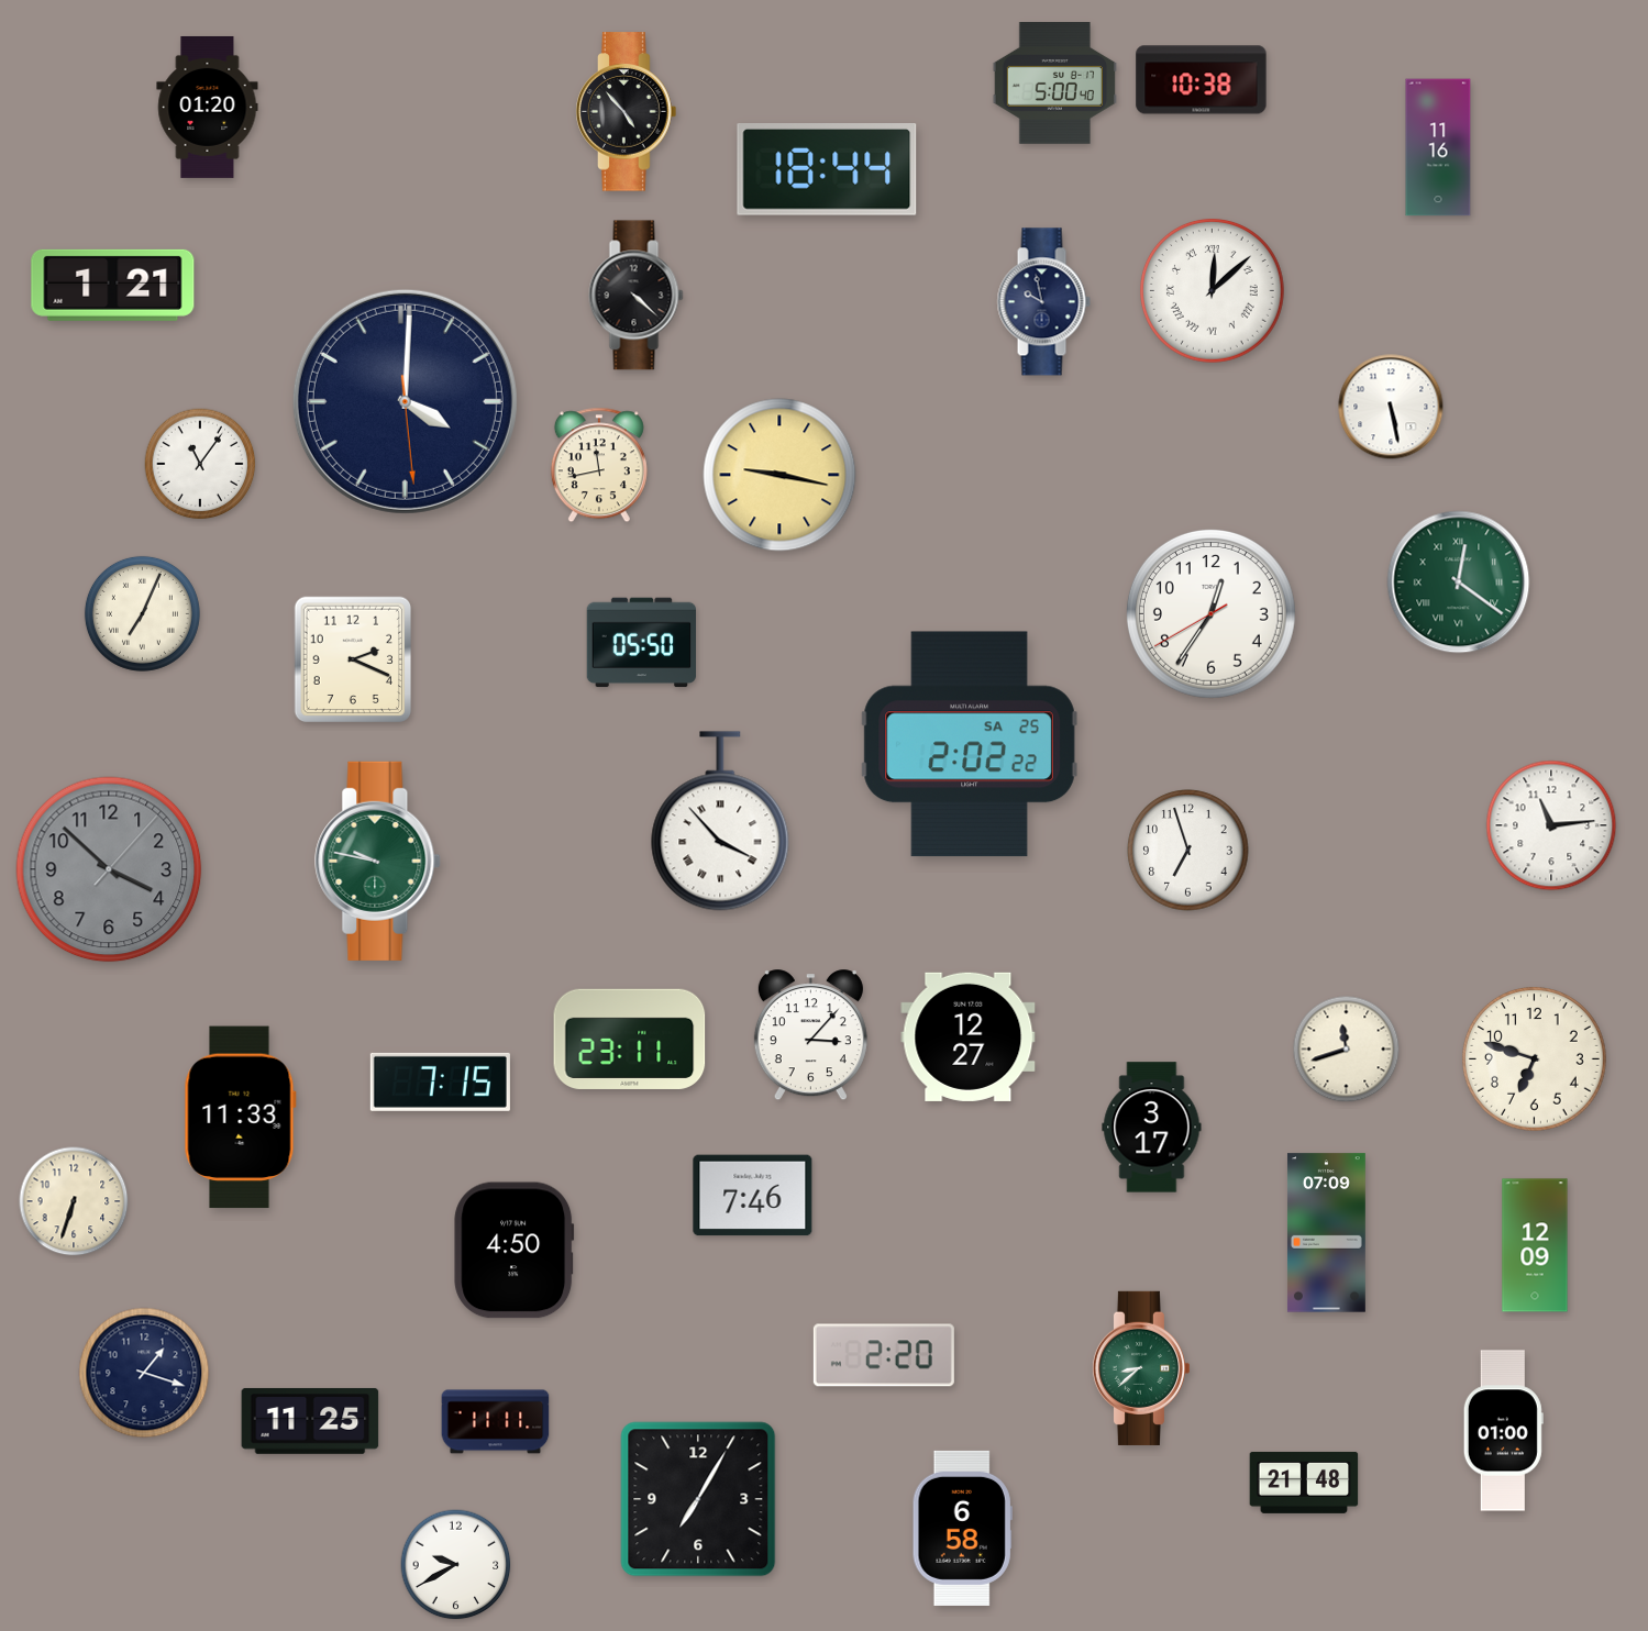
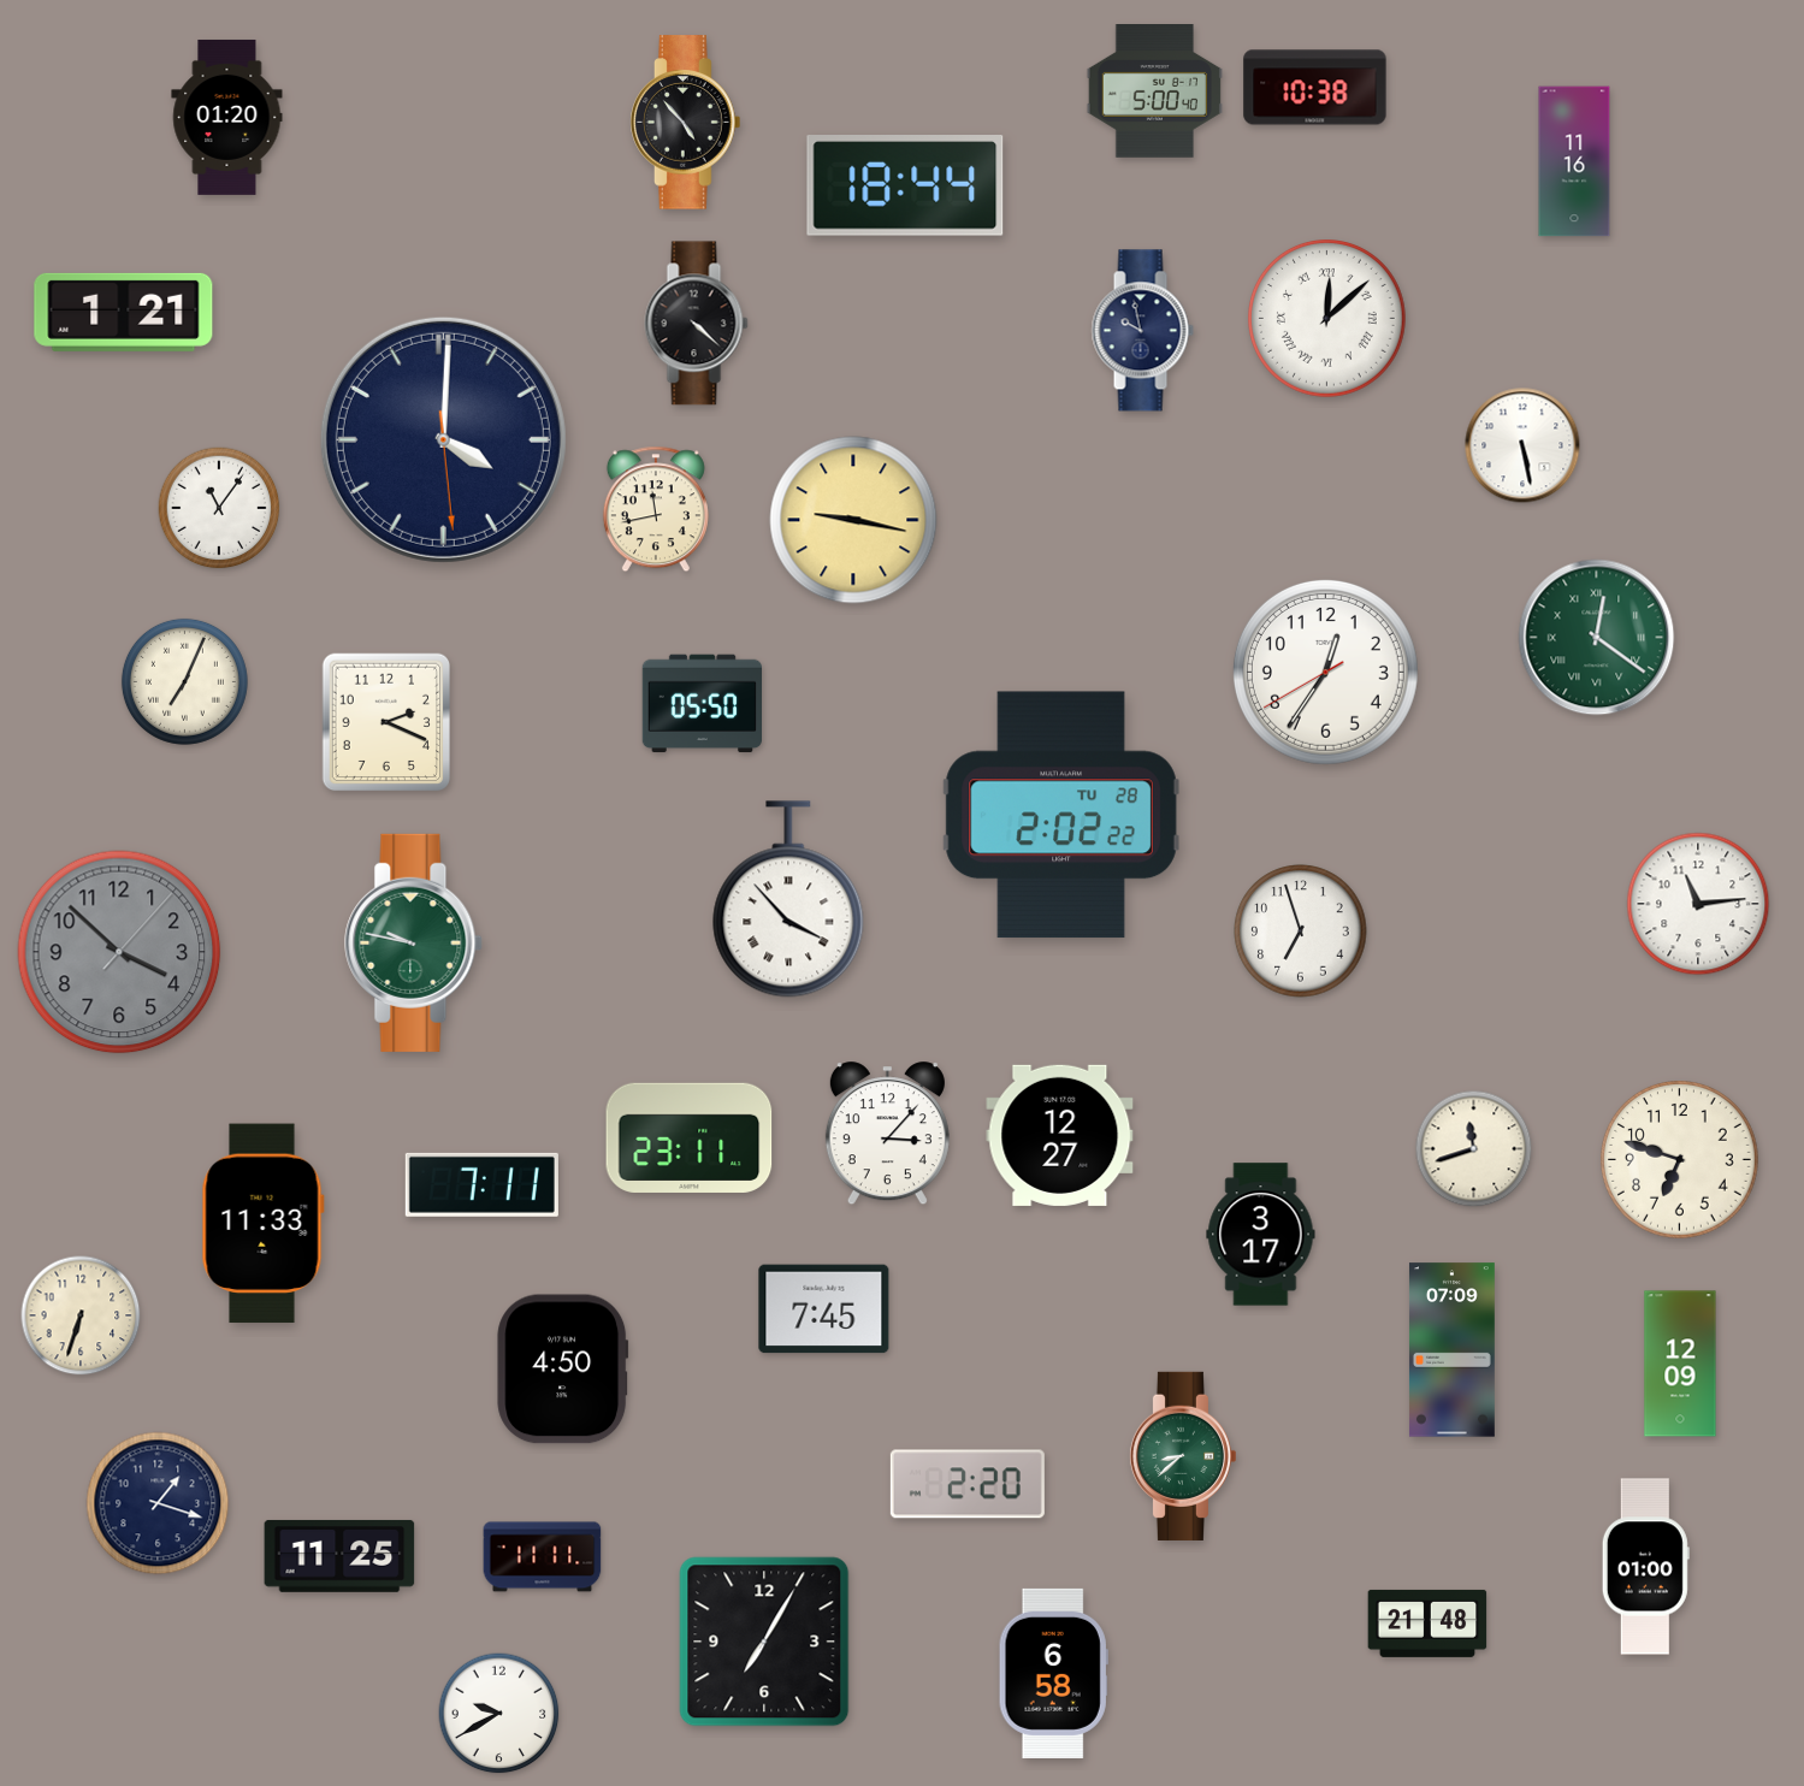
clock at (142, 613) position: (142, 613) -> (184, 681)
clock at (970, 744) date: SA 25 -> TU 28
clock at (440, 1081): 7:15 -> 7:11
clock at (753, 1196): 7:46 -> 7:45
clock at (1140, 1368) position: (1140, 1368) -> (1182, 1456)
